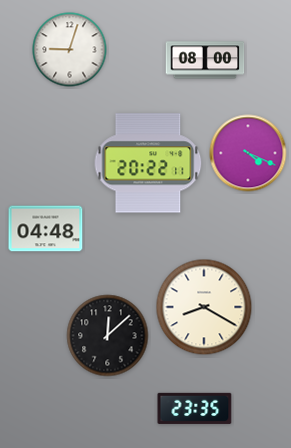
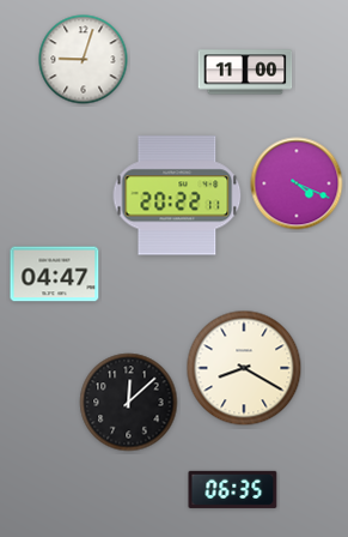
clock at (205, 60): 08:00 -> 11:00
clock at (46, 229): 04:48 -> 04:47
clock at (195, 408): 23:35 -> 06:35
